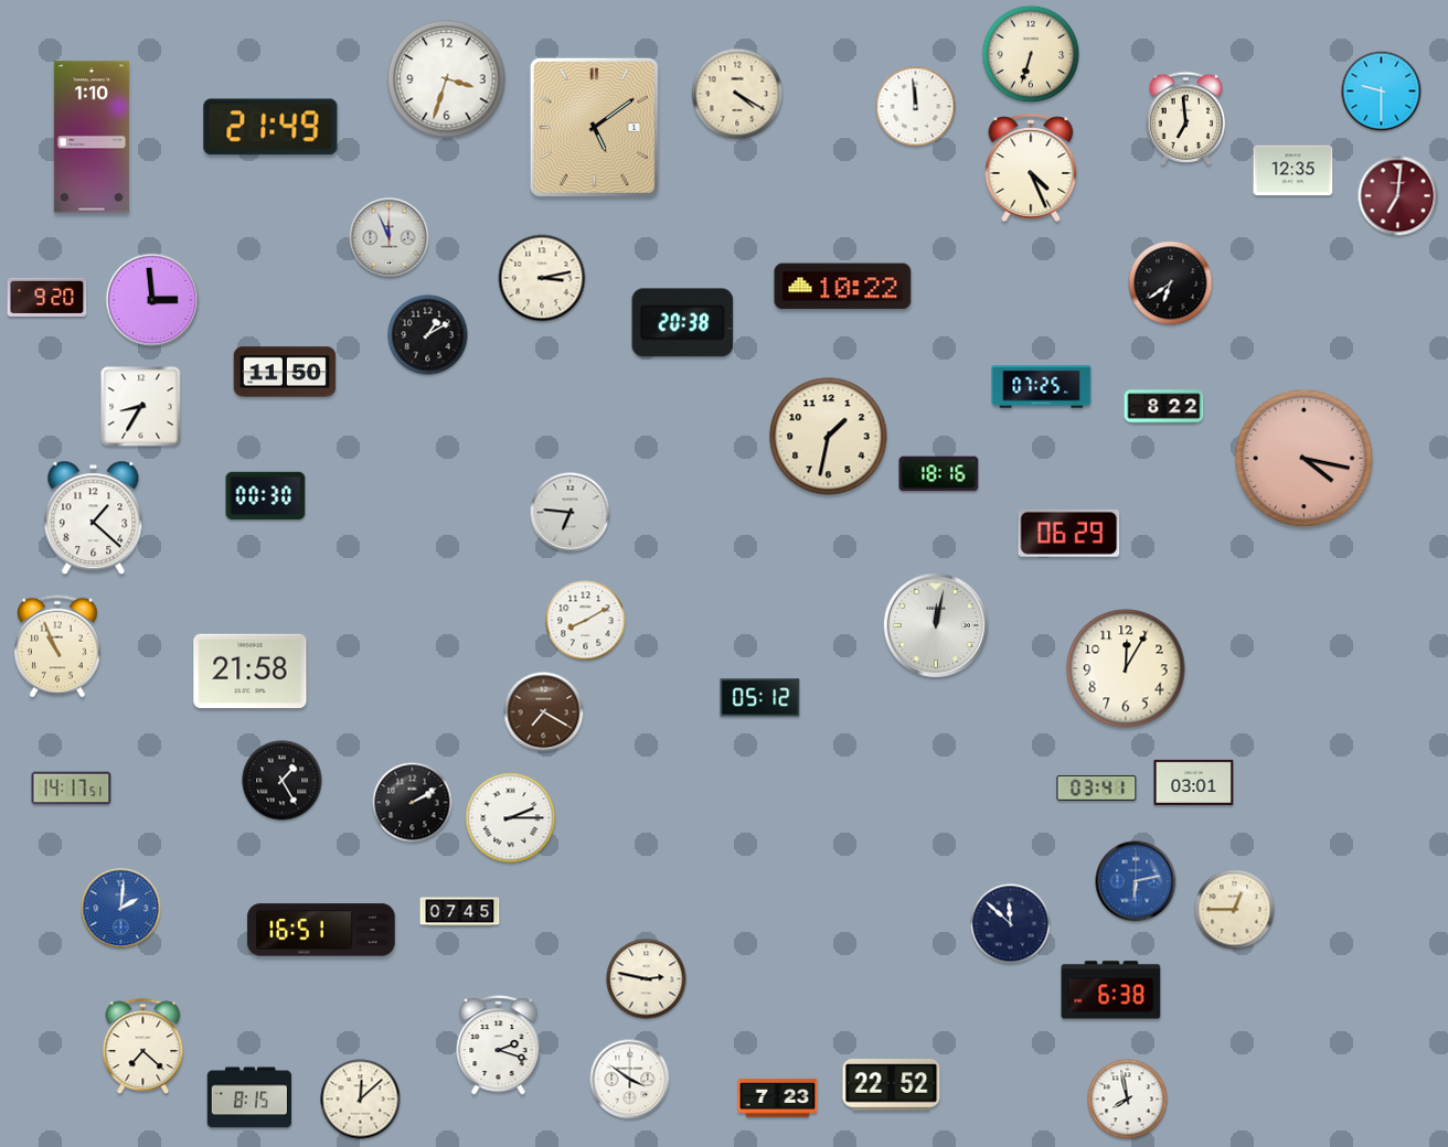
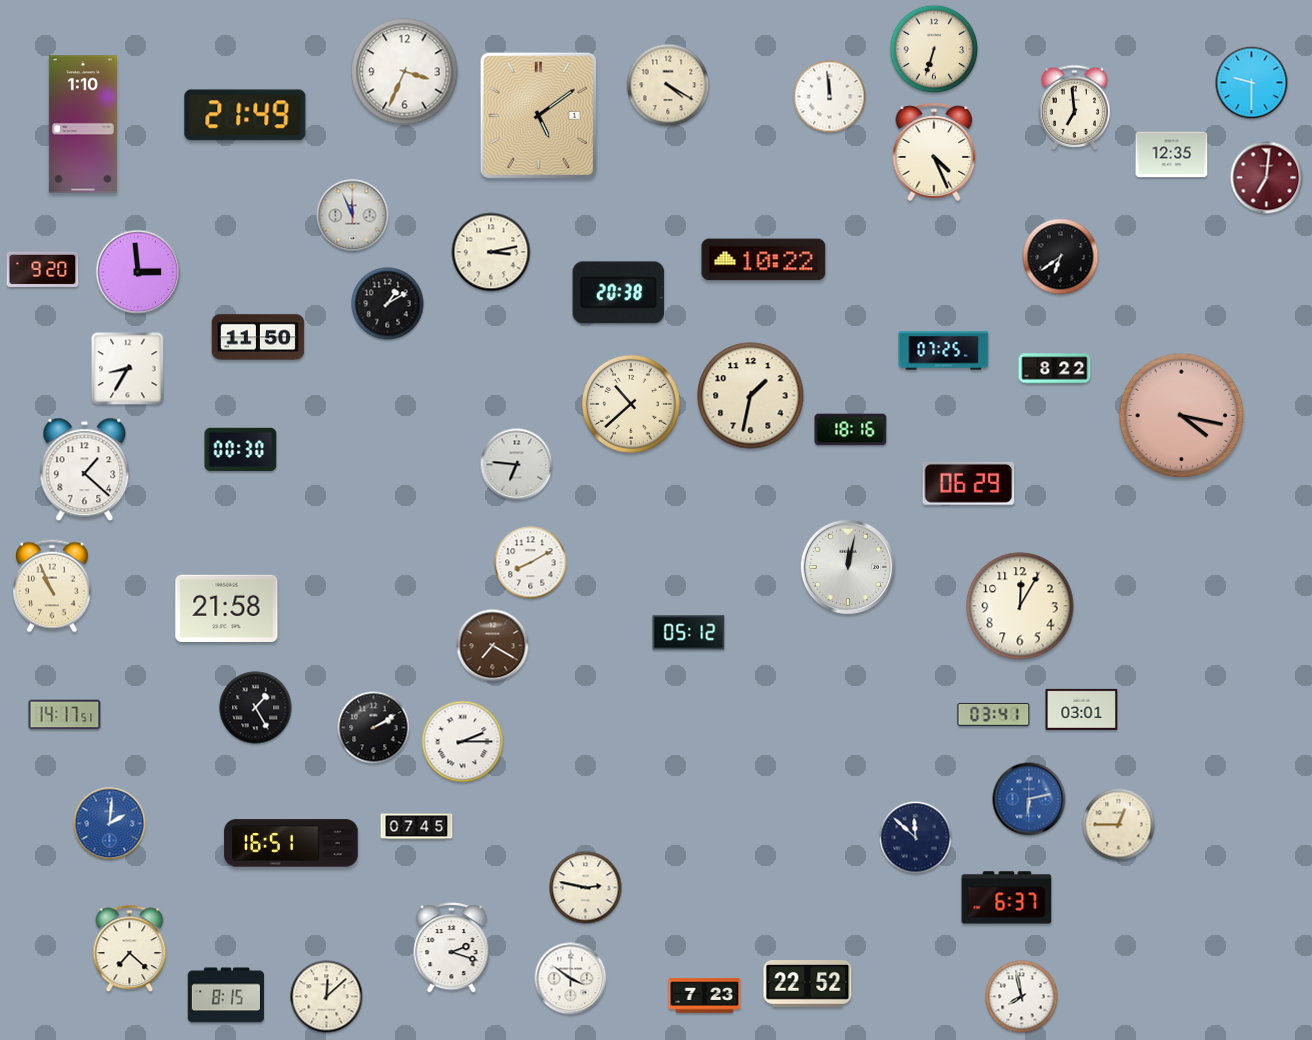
clock at (447, 79): 3:33 -> 3:34
clock at (631, 404): none -> 10:38
clock at (1111, 990): 6:38 -> 6:37
